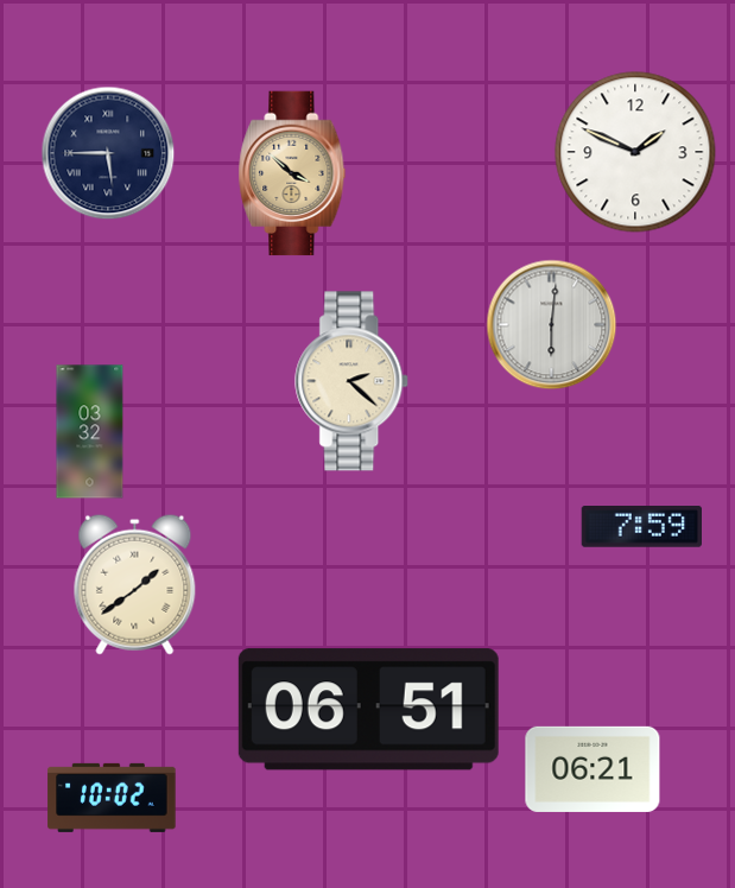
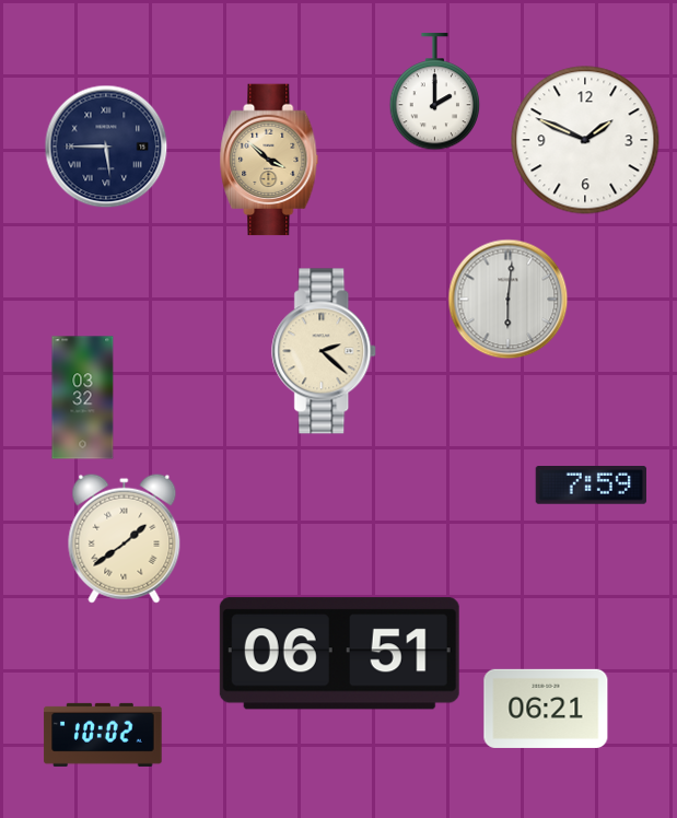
clock at (435, 92): none -> 2:00
clock at (108, 153) position: (108, 153) -> (106, 147)
